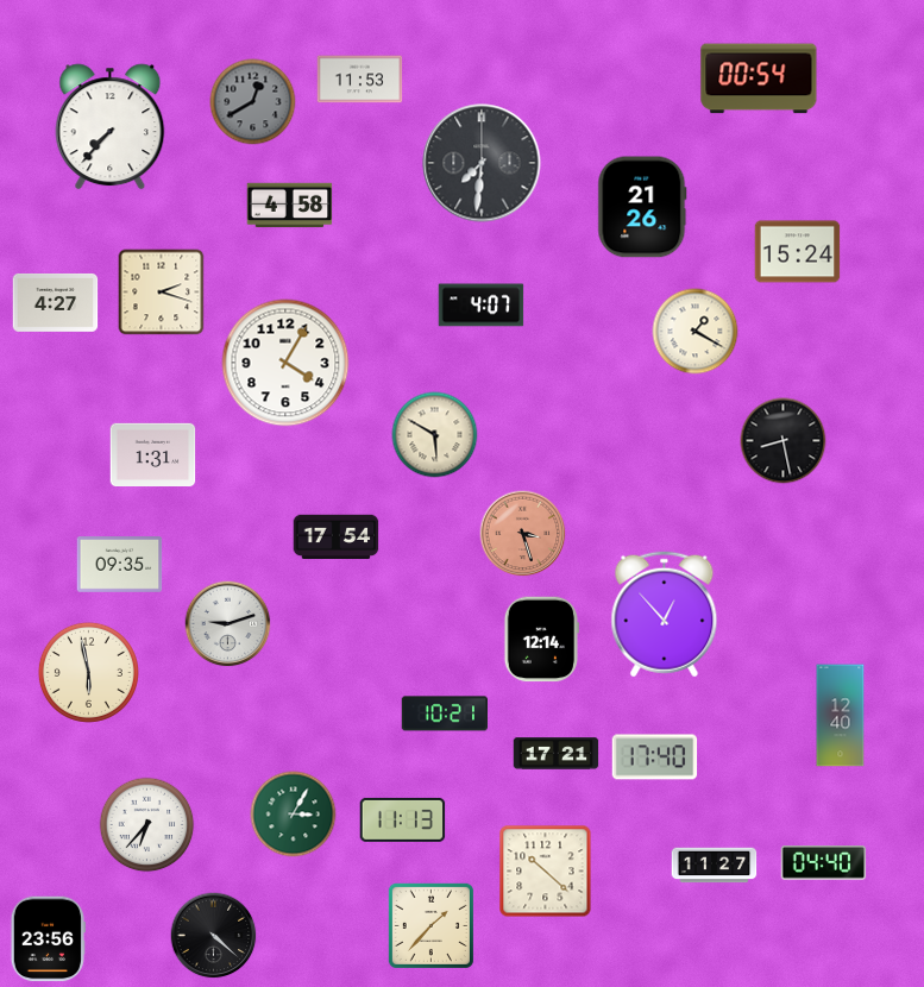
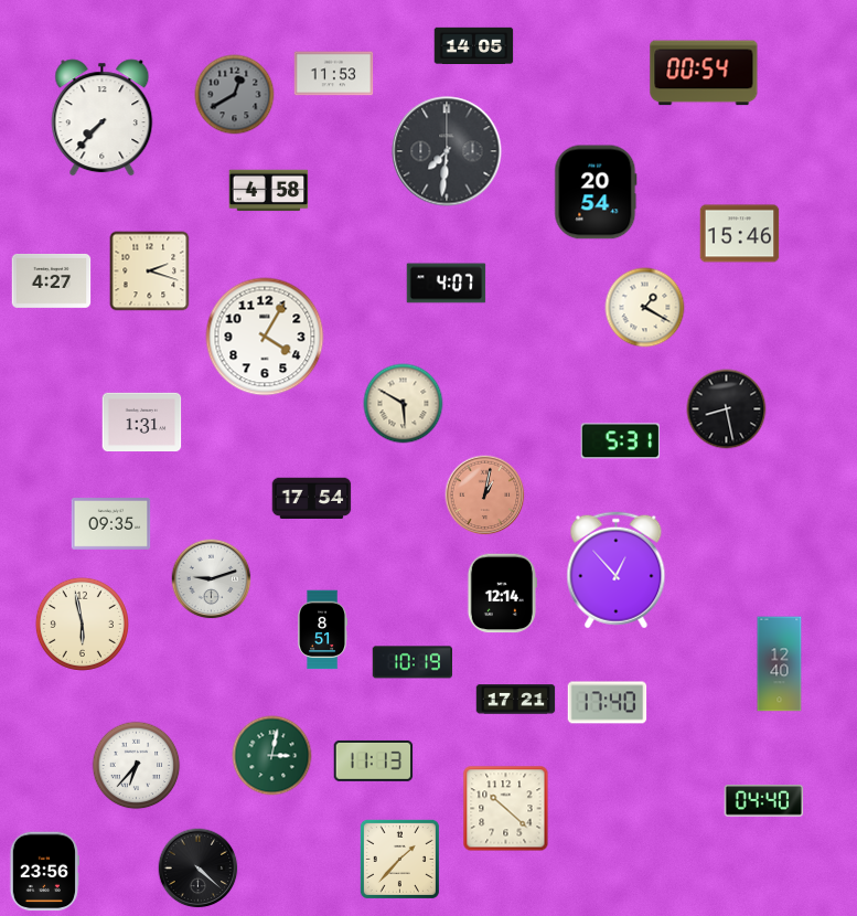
clock at (474, 45): none -> 14:05
clock at (642, 207): 21:26 -> 20:54
clock at (798, 252): 15:24 -> 15:46
clock at (621, 441): none -> 5:31
clock at (523, 534): 3:27 -> 1:02
clock at (323, 630): none -> 8:51
clock at (444, 713): 10:21 -> 10:19
clock at (294, 815): 3:05 -> 3:02
clock at (715, 866): 11:27 -> none
